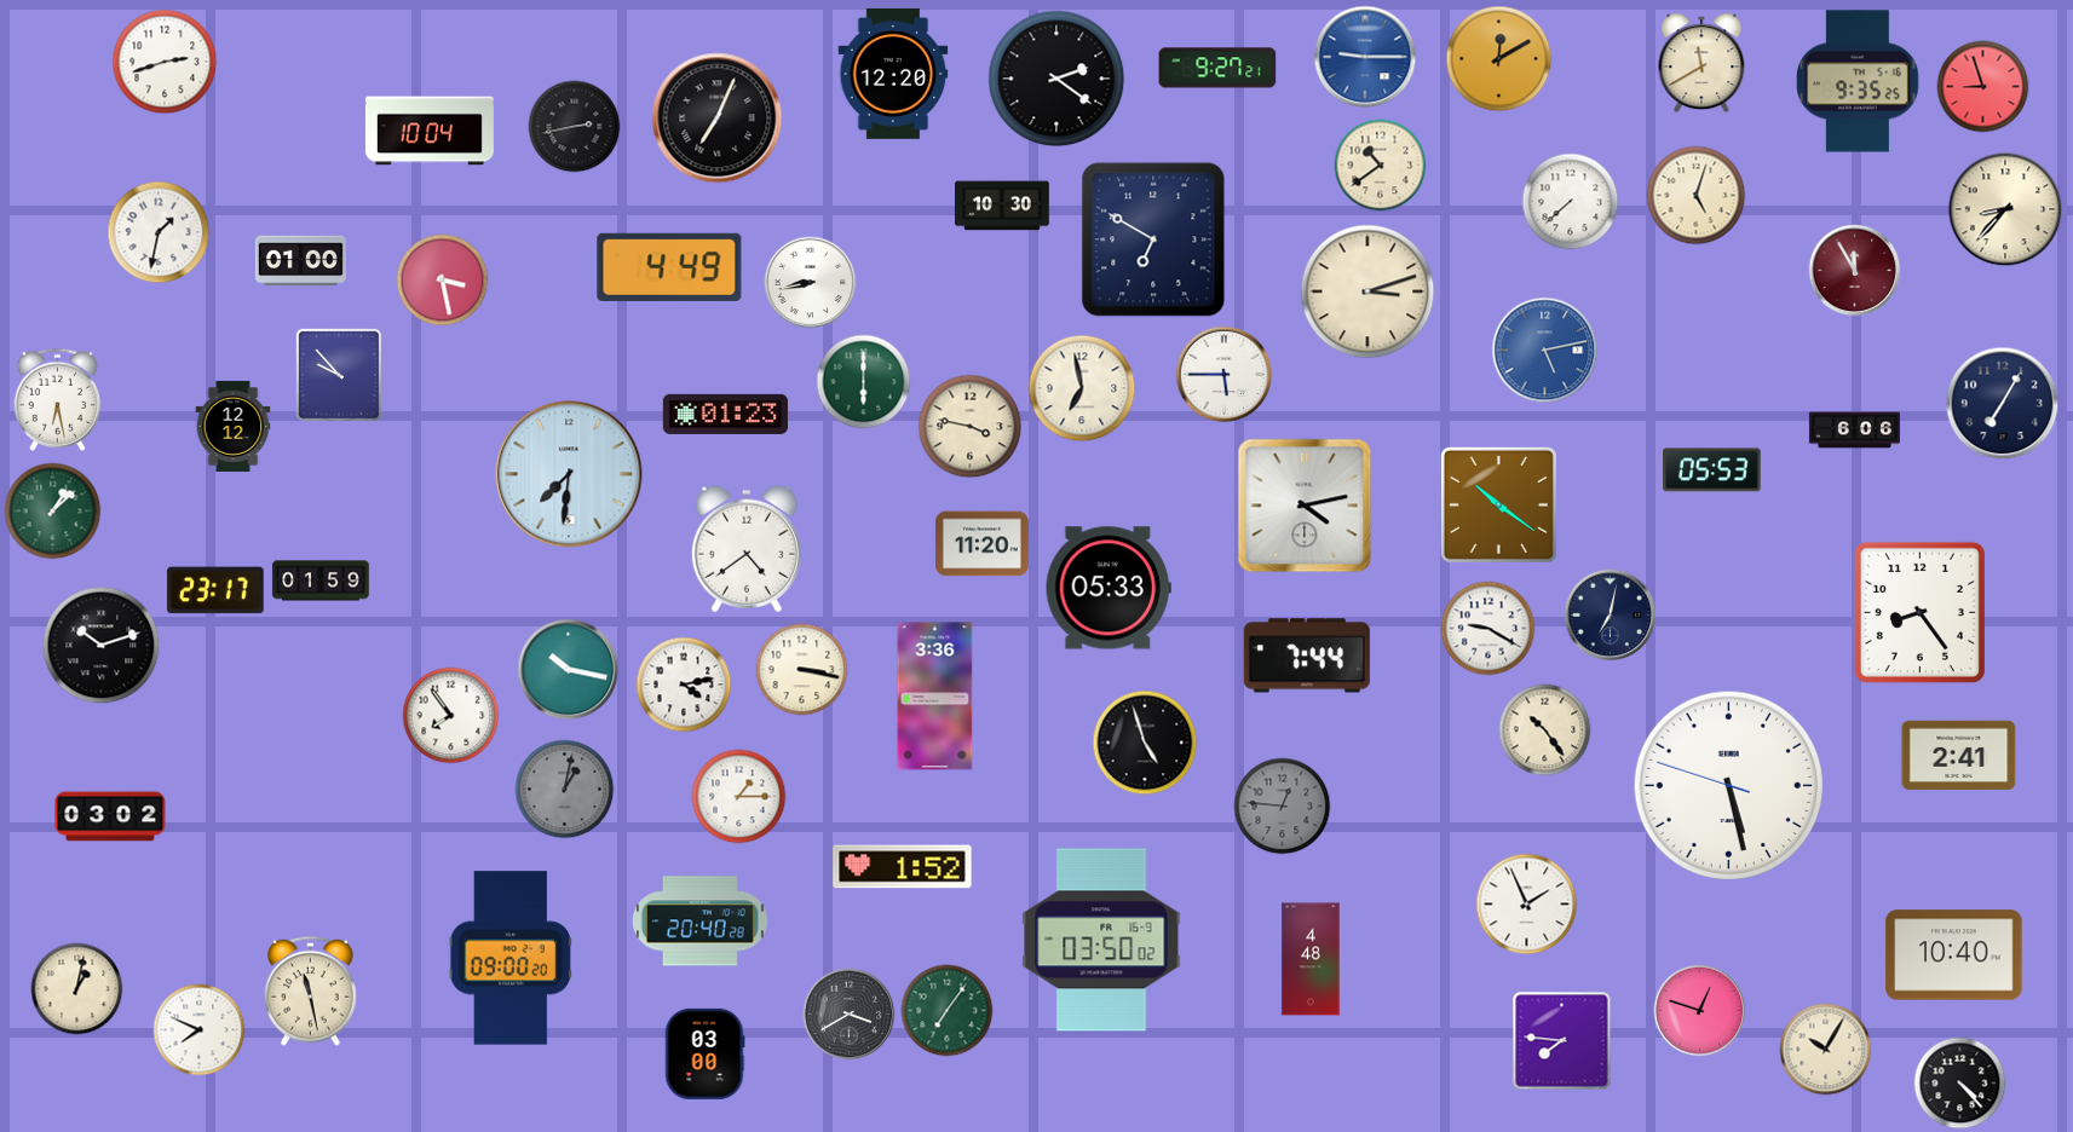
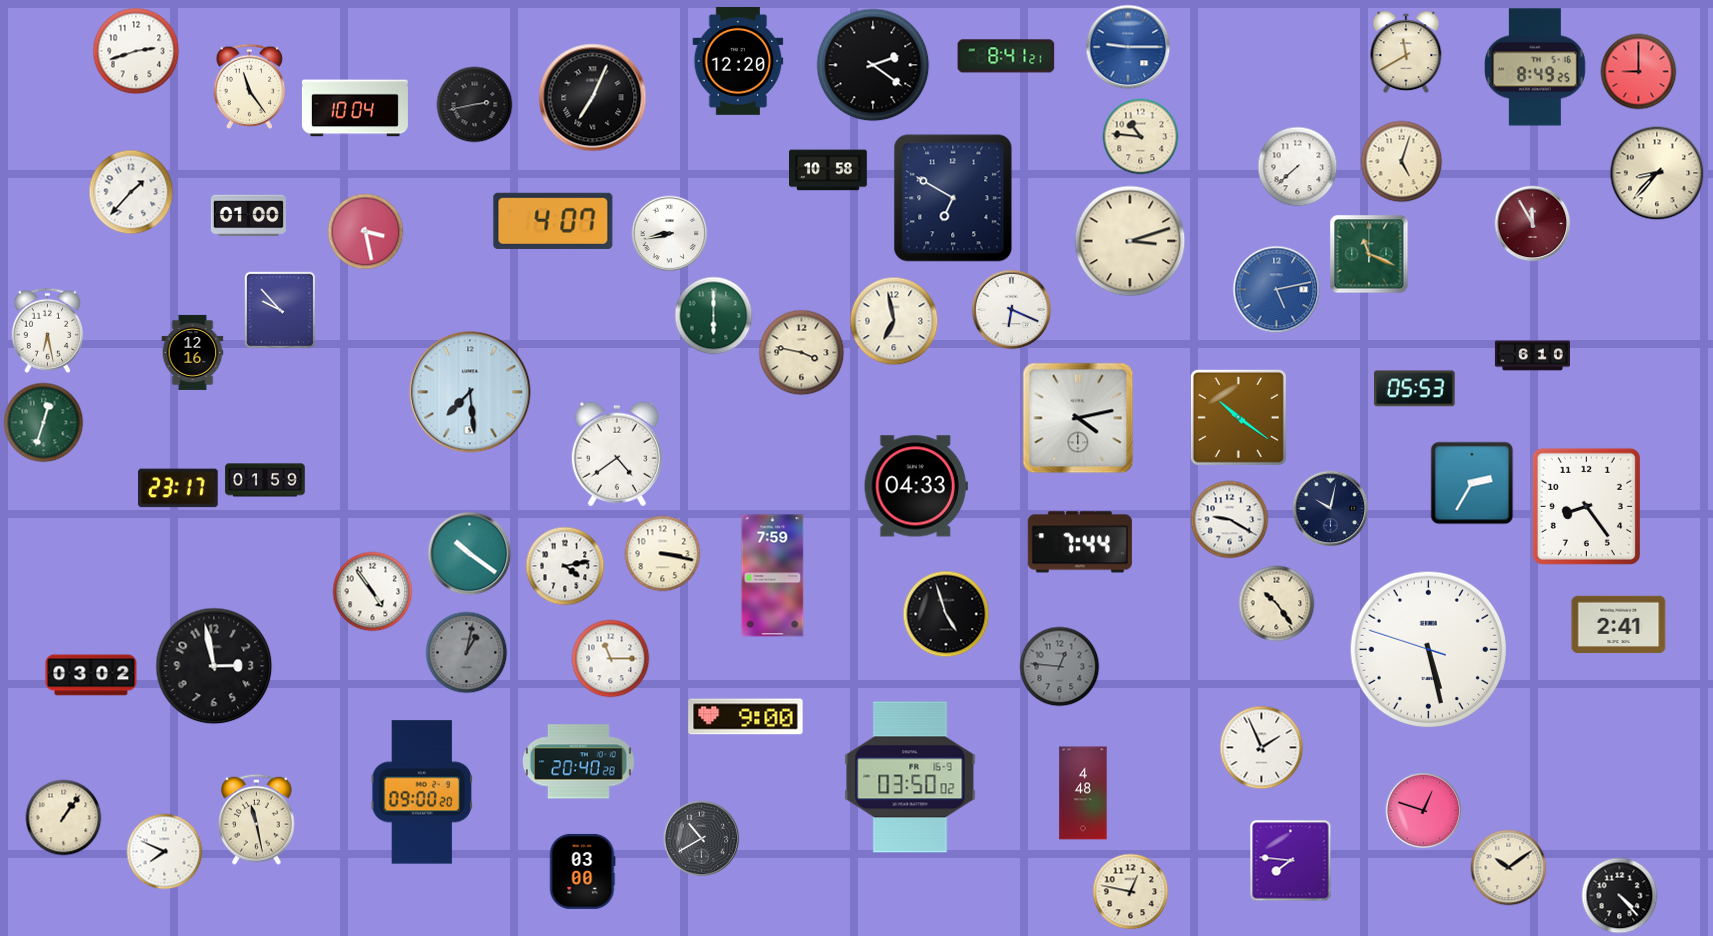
clock at (1499, 59): 12:10 -> none
clock at (1217, 68): 9:27 -> 8:41
clock at (1858, 81): 9:35 -> 8:49
clock at (1983, 87): 8:57 -> 9:00
clock at (250, 86): none -> 11:24
clock at (1381, 166): 10:39 -> 10:46
clock at (1003, 206): 10:30 -> 10:58
clock at (159, 232): 1:32 -> 1:37
clock at (669, 267): 4:49 -> 4:07
clock at (1369, 254): none -> 11:19
clock at (1225, 375): 5:45 -> 6:19
clock at (2003, 404): 7:05 -> none
clock at (725, 414): 01:23 -> none
clock at (234, 426): 12:12 -> 12:16
clock at (1854, 431): 6:06 -> 6:10
clock at (569, 474): 7:31 -> 7:29
clock at (53, 512): 1:08 -> 12:33
clock at (981, 544): 11:20 -> none
clock at (1472, 483): none -> 2:35
clock at (1109, 588): 05:33 -> 04:33
clock at (1611, 616): 7:02 -> 10:02
clock at (102, 646): 10:12 -> none
clock at (569, 670): 10:17 -> 10:21
clock at (935, 697): 3:36 -> 7:59
clock at (451, 716): 7:54 -> 4:54
clock at (739, 797): 1:15 -> 11:15
clock at (214, 666): none -> 2:58
clock at (903, 867): 1:52 -> 9:00
clock at (1954, 955): 10:40 -> none
clock at (77, 989): 1:02 -> 1:06
clock at (948, 1011): 7:06 -> none
clock at (1700, 1011) position: (1700, 1011) -> (1424, 811)
clock at (850, 1015): 3:40 -> 10:40
clock at (1826, 1050): 10:05 -> 10:09
clock at (1131, 892): none -> 12:47
